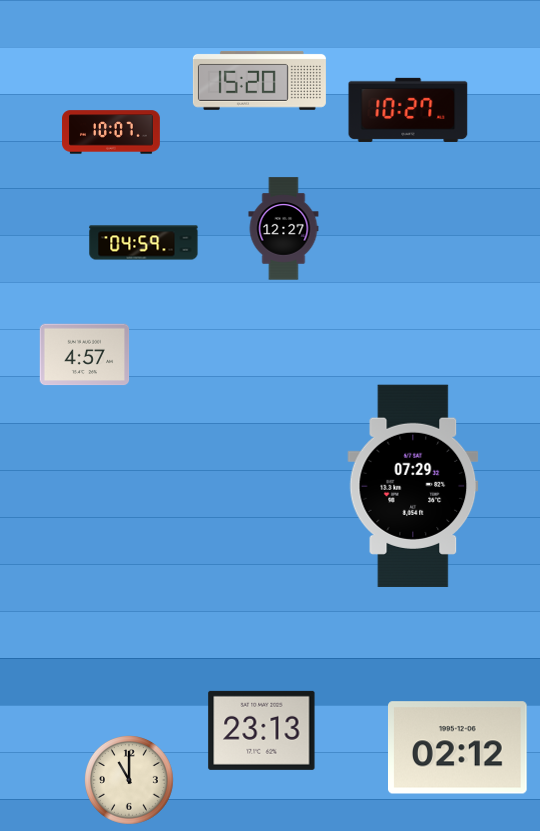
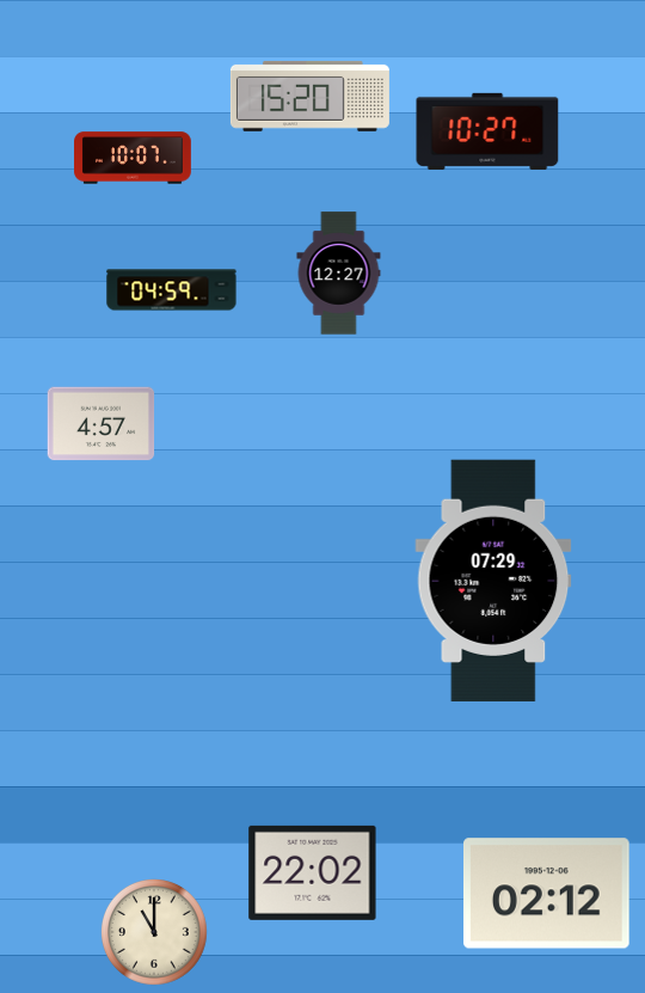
clock at (262, 730): 23:13 -> 22:02
